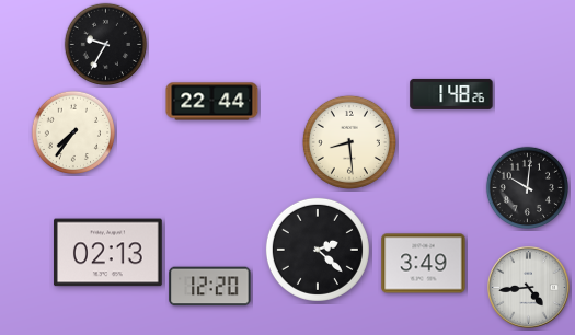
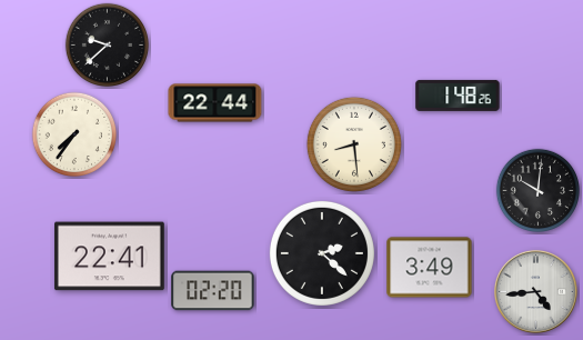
clock at (106, 45): 9:35 -> 9:38
clock at (528, 188) position: (528, 188) -> (539, 191)
clock at (108, 253): 02:13 -> 22:41
clock at (210, 287): 12:20 -> 02:20
